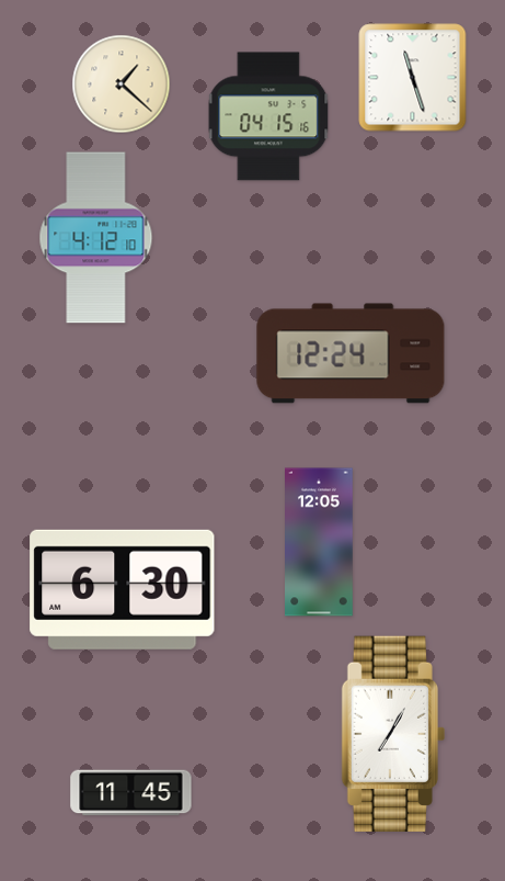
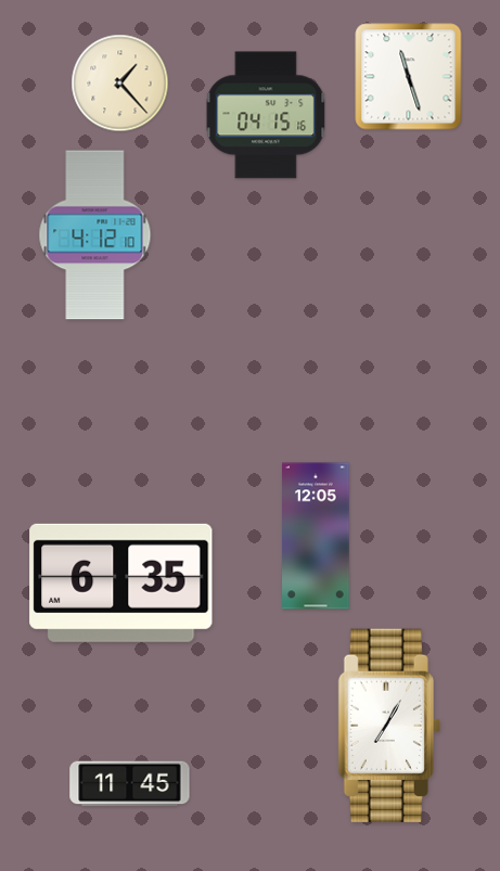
clock at (122, 84): 1:22 -> 1:23
clock at (351, 353): 12:24 -> none
clock at (123, 589): 6:30 -> 6:35
